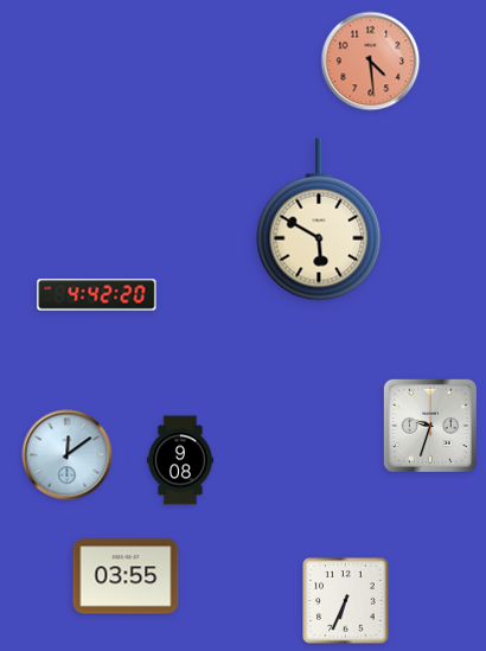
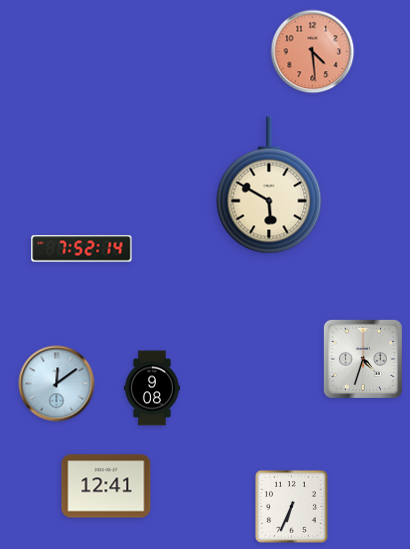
clock at (97, 295): 4:42 -> 7:52
clock at (430, 426): 9:33 -> 4:33
clock at (126, 576): 03:55 -> 12:41
